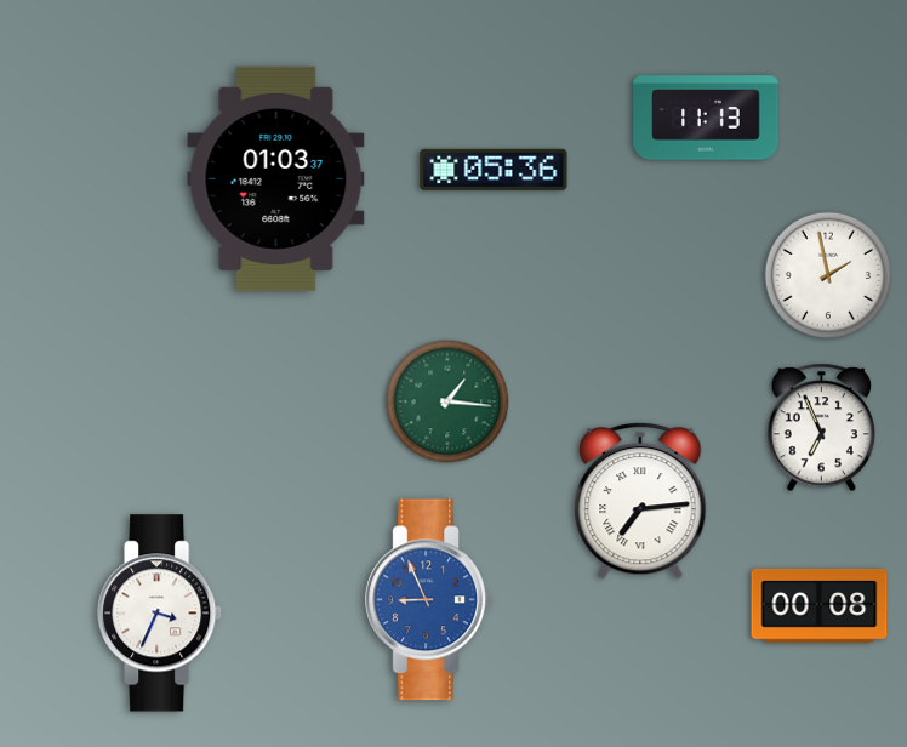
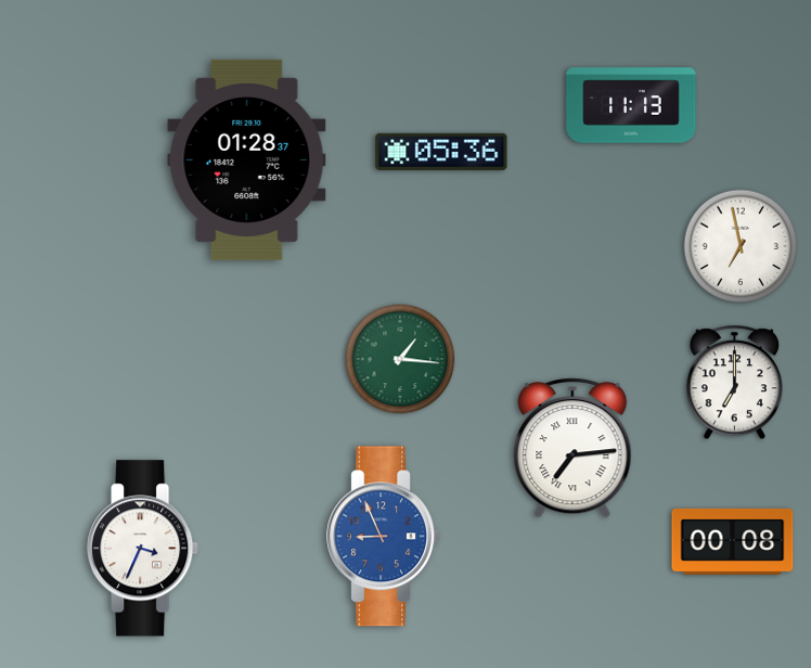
clock at (276, 178): 01:03 -> 01:28
clock at (828, 275): 1:58 -> 6:58
clock at (821, 428): 6:56 -> 7:00
